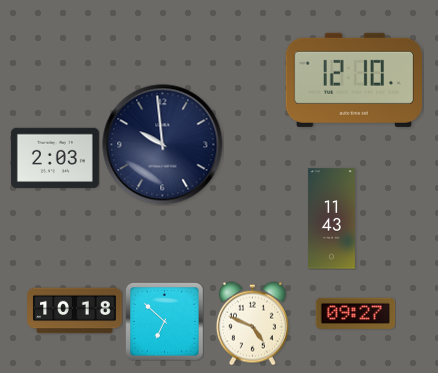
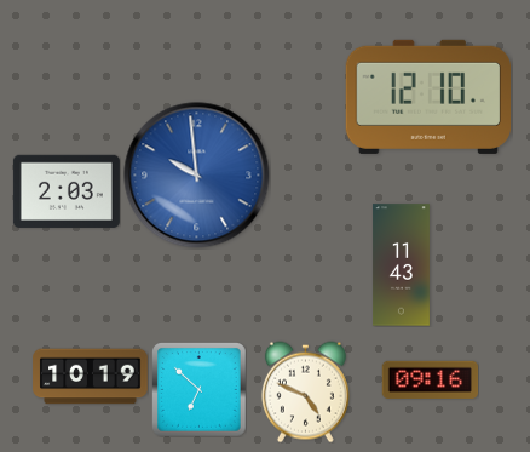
clock at (163, 145) dial: navy -> blue
clock at (75, 311): 10:18 -> 10:19
clock at (355, 313): 09:27 -> 09:16
